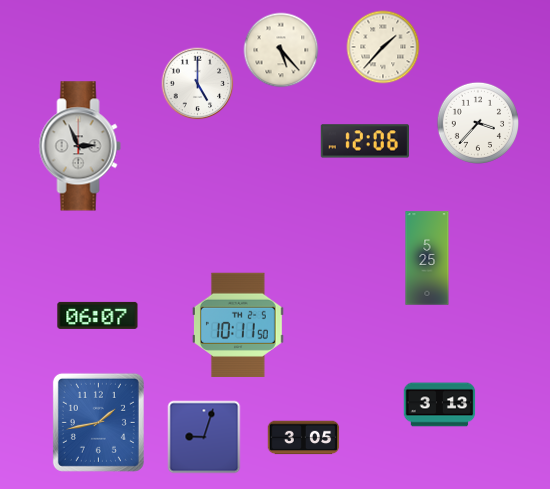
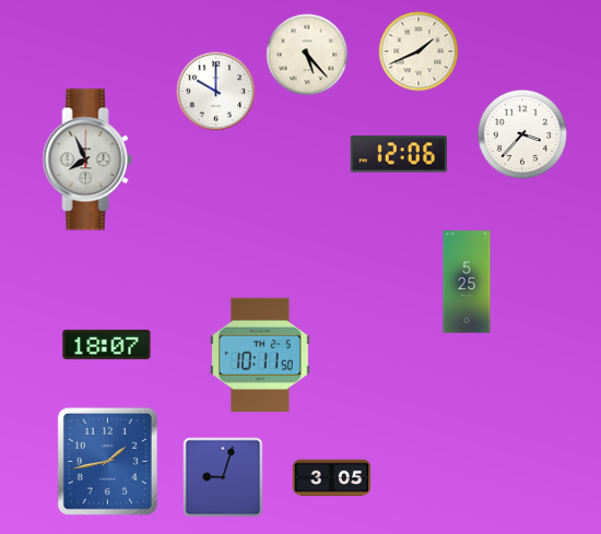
clock at (383, 47): 1:37 -> 1:41
clock at (198, 84): 5:00 -> 10:00
clock at (80, 146): 2:56 -> 7:56
clock at (98, 315): 06:07 -> 18:07
clock at (440, 405): 3:13 -> none
